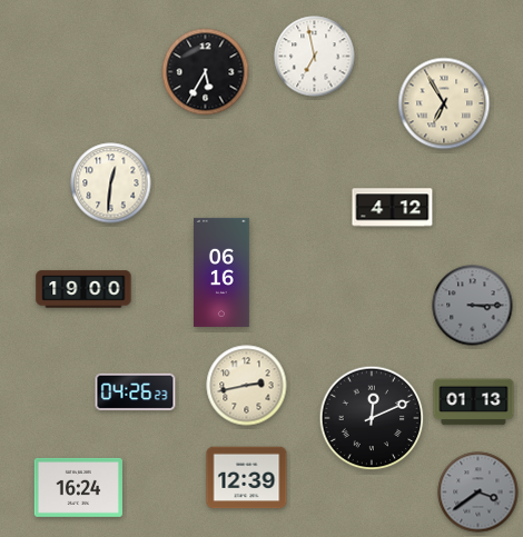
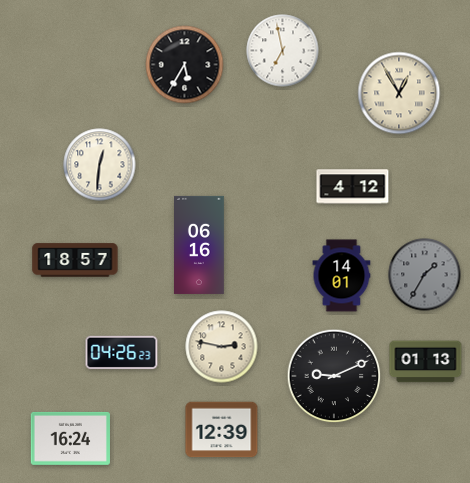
clock at (444, 103): 6:55 -> 12:55
clock at (83, 289): 19:00 -> 18:57
clock at (473, 306): 3:15 -> 1:35
clock at (342, 276): none -> 14:01
clock at (247, 386): 2:43 -> 2:47
clock at (372, 418): 12:11 -> 9:11
clock at (478, 493): 3:39 -> none
